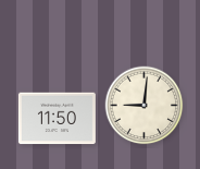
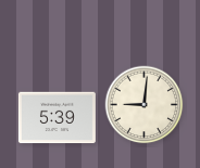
clock at (57, 119): 11:50 -> 5:39
